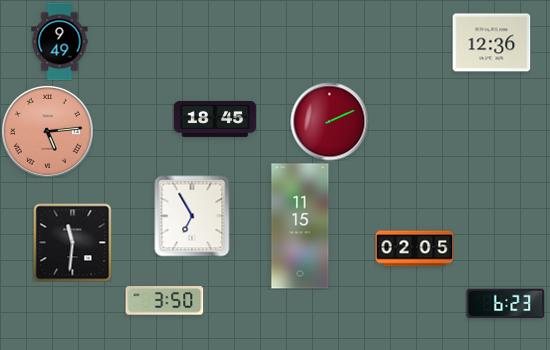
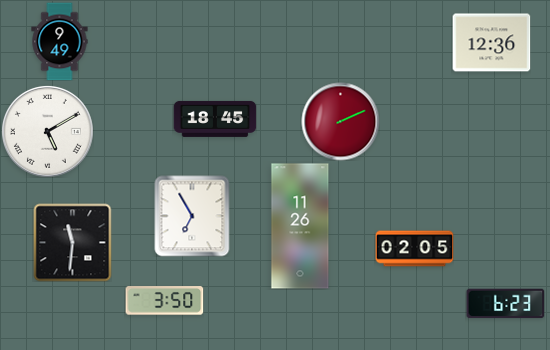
clock at (329, 121) position: (329, 121) -> (340, 121)
clock at (47, 131): 5:14 -> 5:10
clock at (47, 131) dial: salmon -> white
clock at (300, 226): 11:15 -> 11:26
